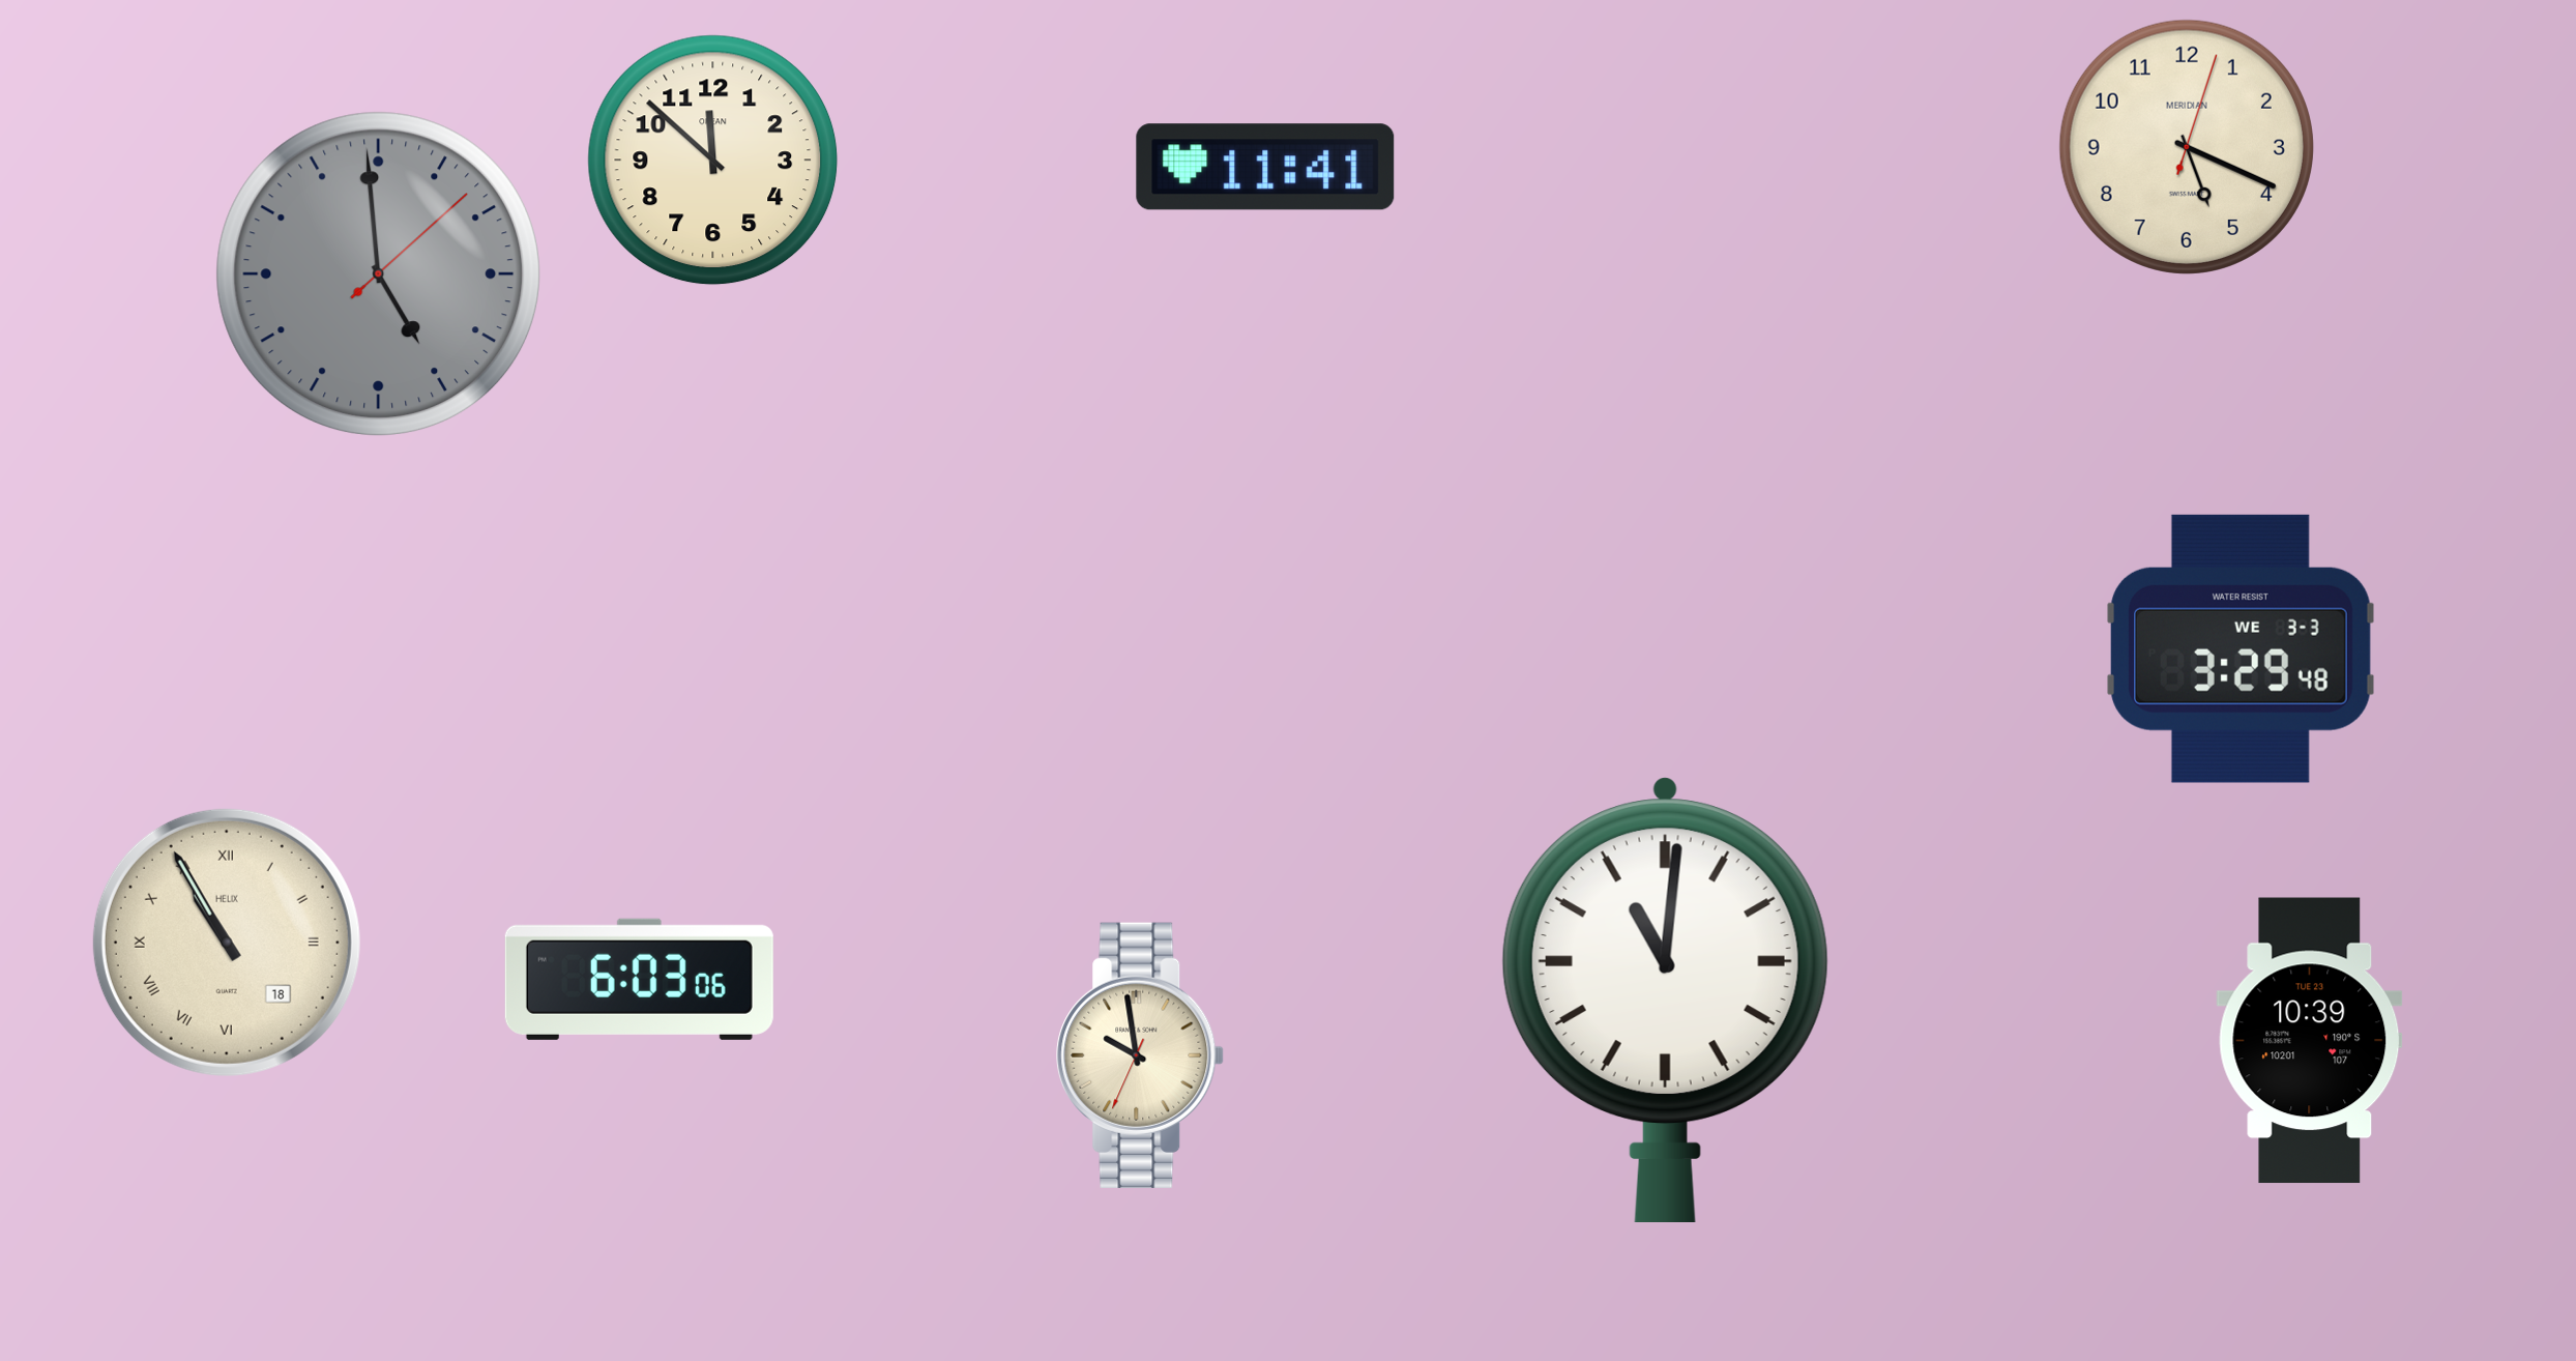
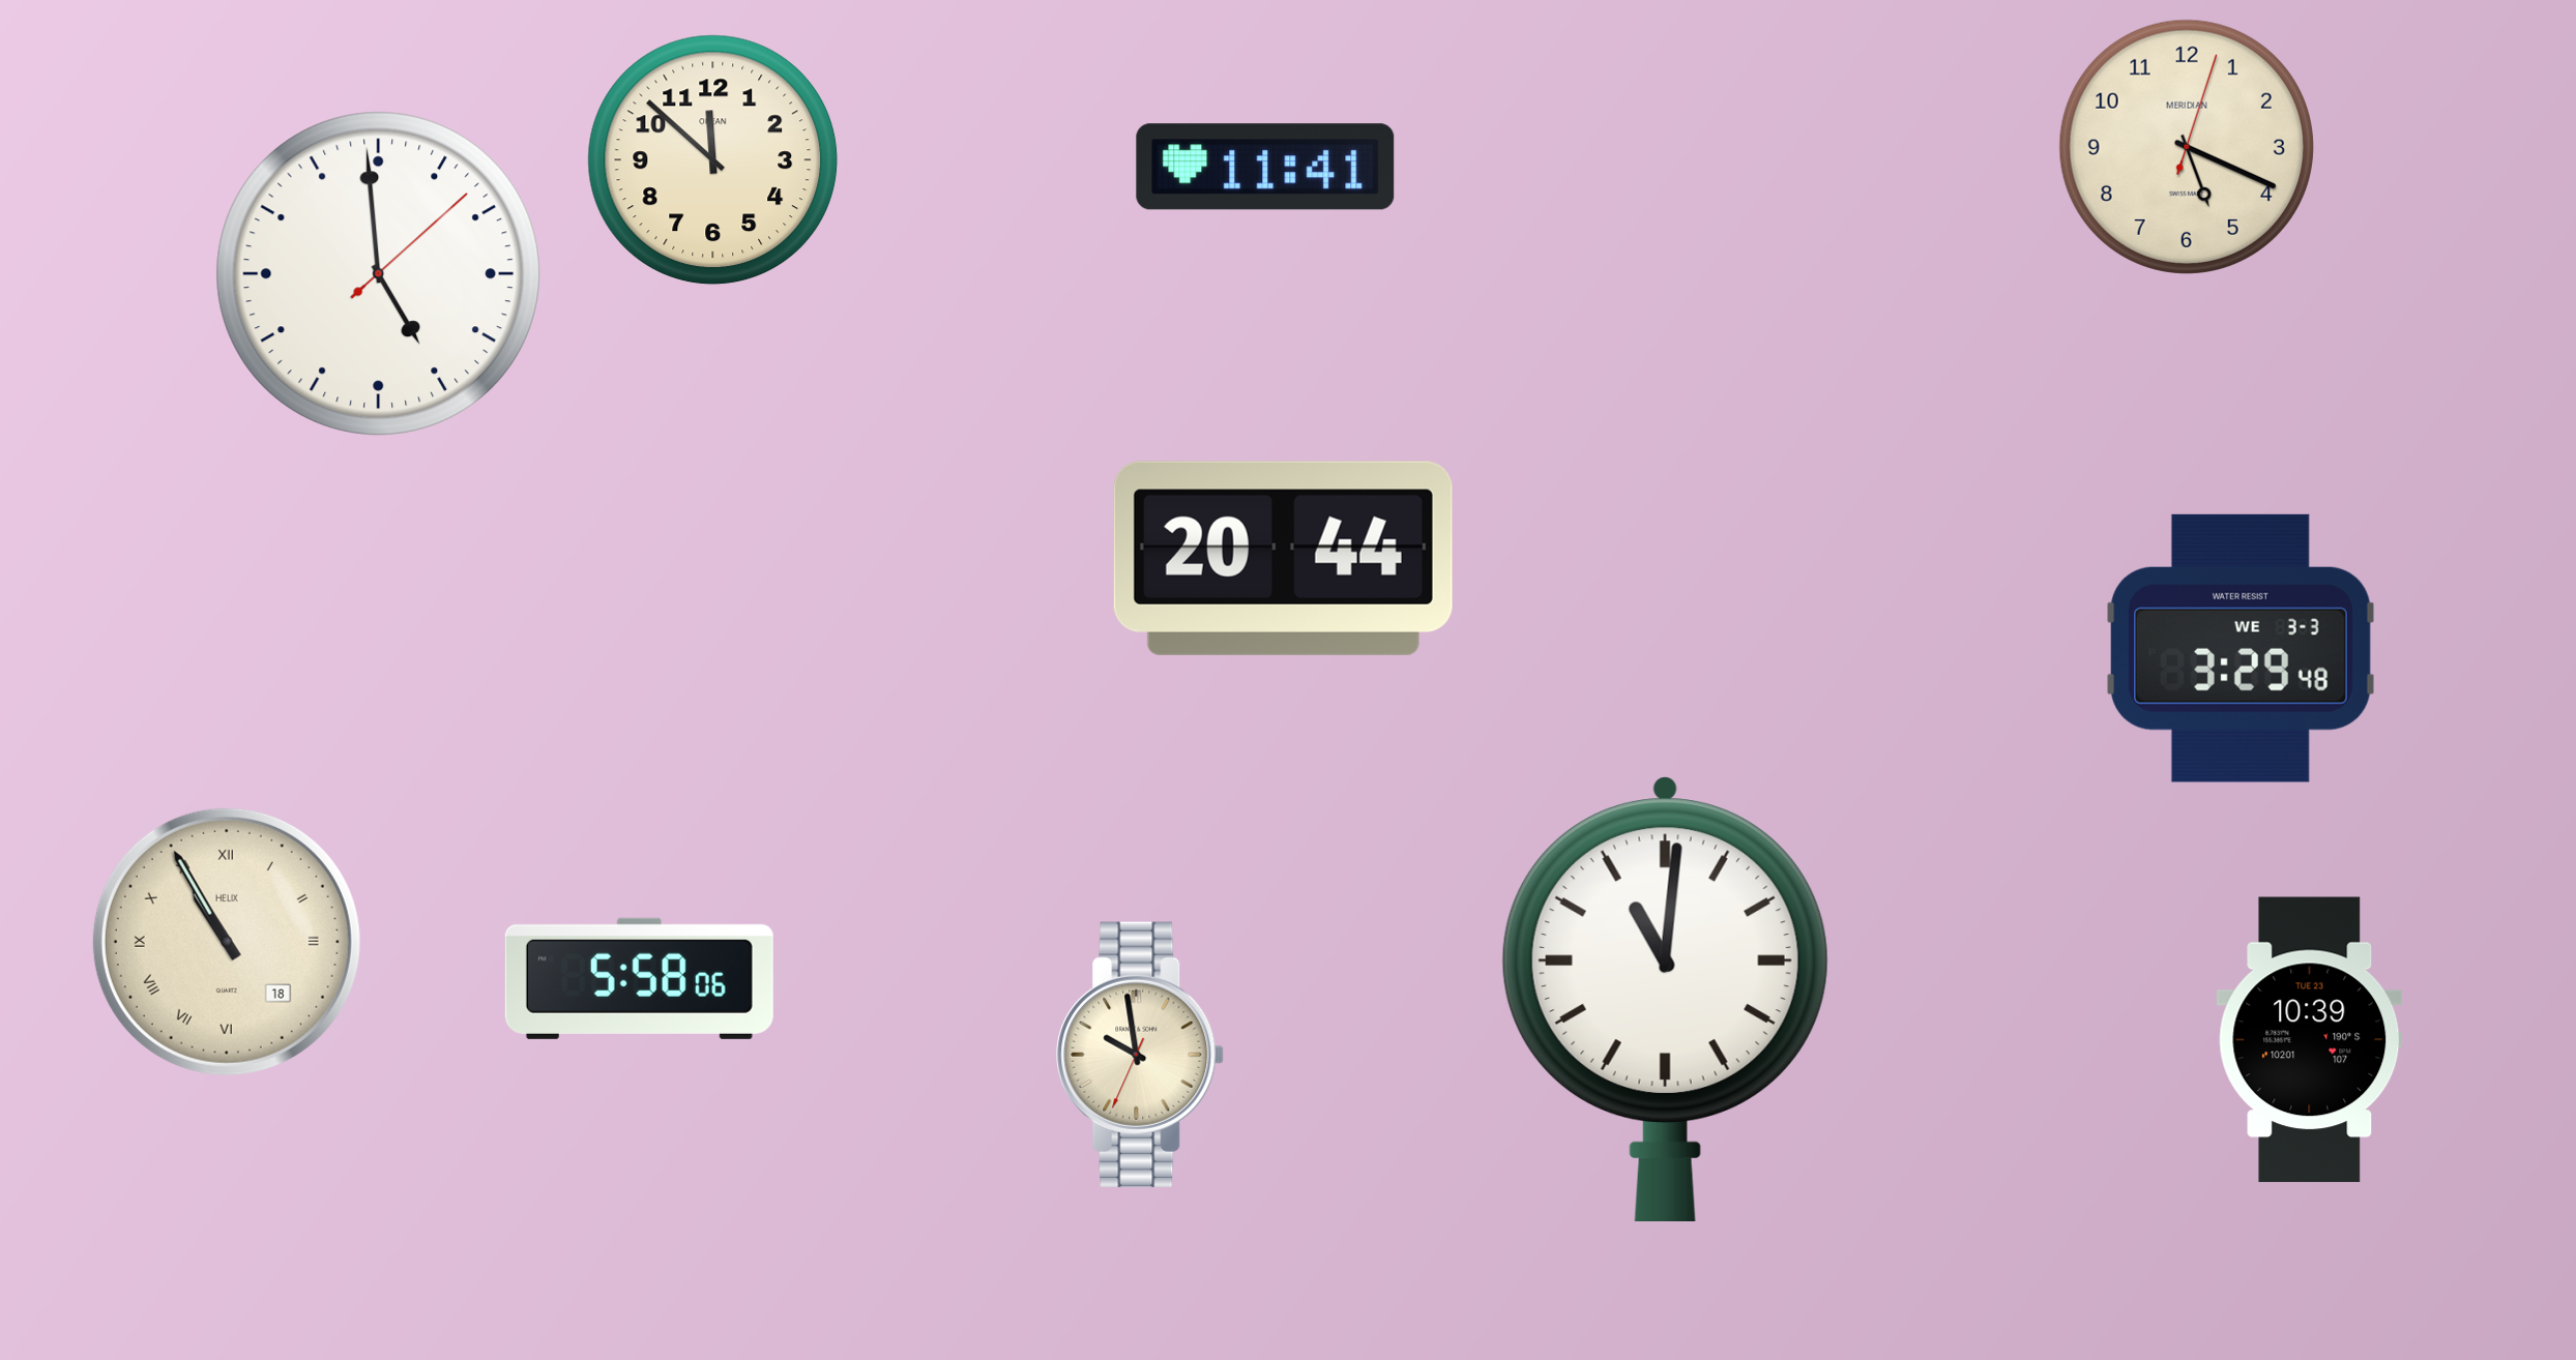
clock at (379, 274) dial: grey -> white
clock at (1283, 558): none -> 20:44
clock at (639, 979): 6:03 -> 5:58
